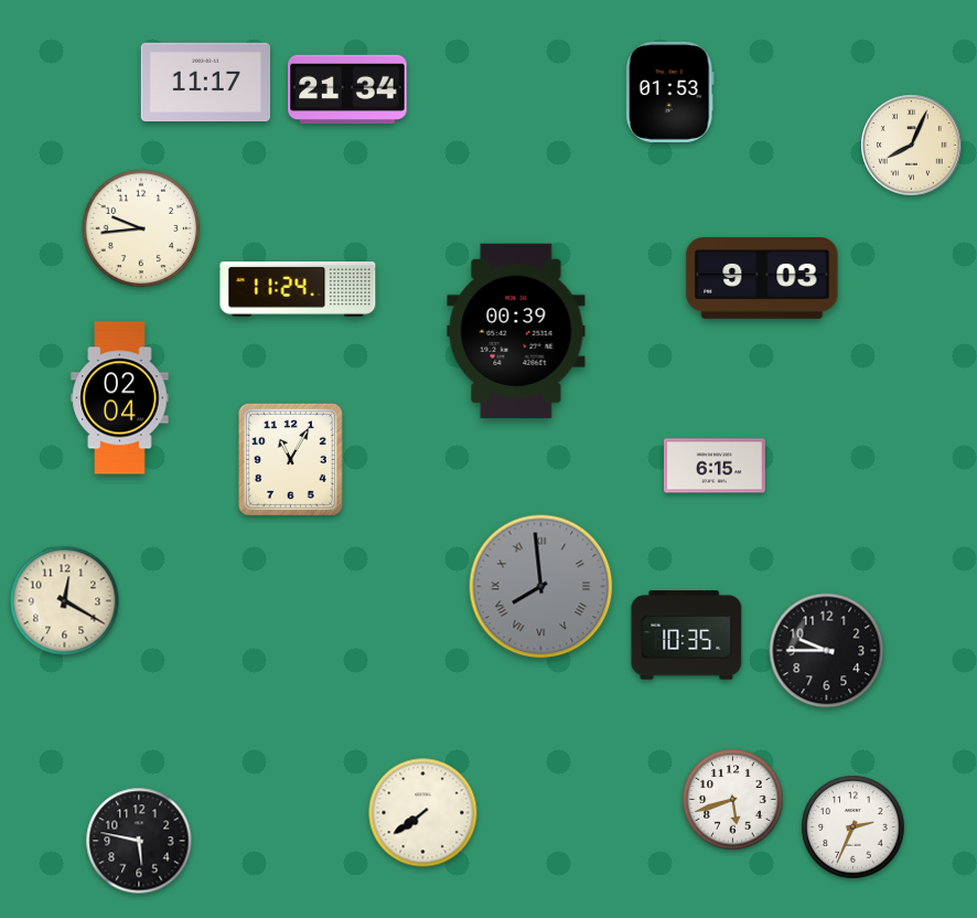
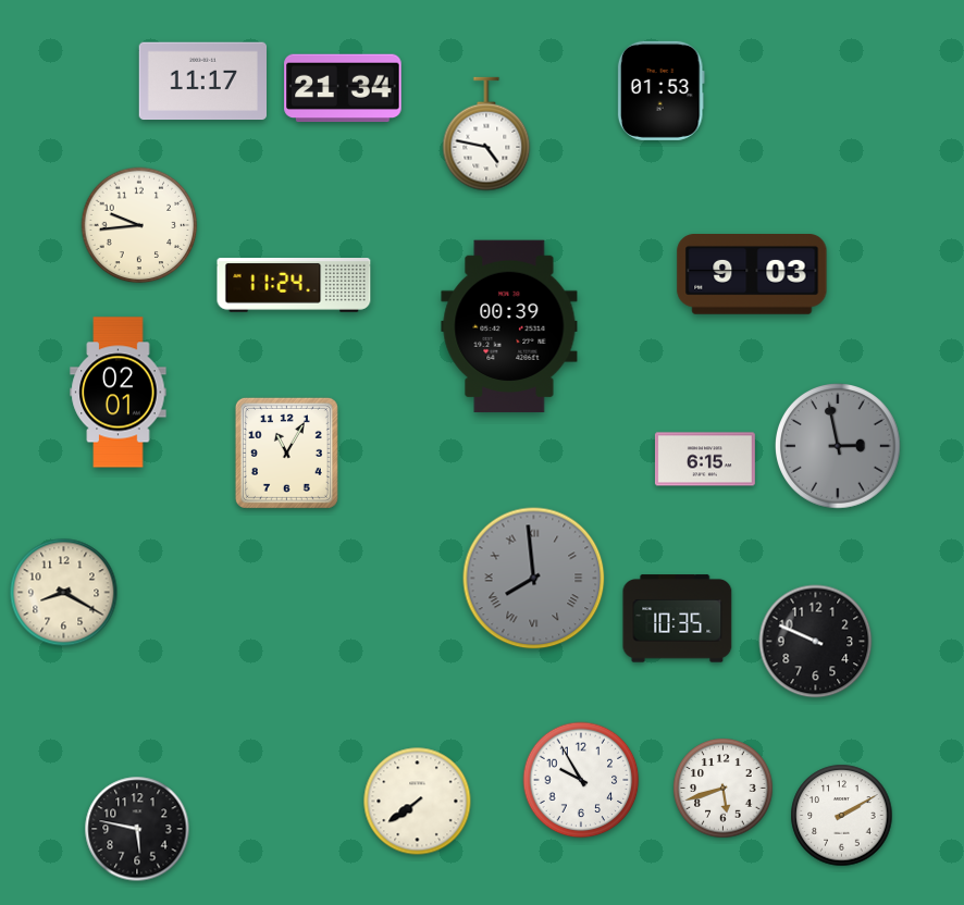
clock at (486, 134): none -> 4:47
clock at (912, 146): 8:04 -> none
clock at (120, 398): 02:04 -> 02:01
clock at (839, 447): none -> 2:58
clock at (65, 601): 12:20 -> 8:20
clock at (687, 636) position: (687, 636) -> (678, 619)
clock at (827, 651): 9:45 -> 9:49
clock at (581, 780): none -> 9:55
clock at (853, 828): 2:34 -> 2:10
